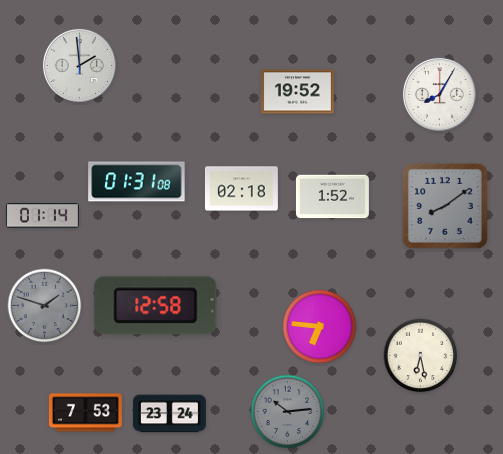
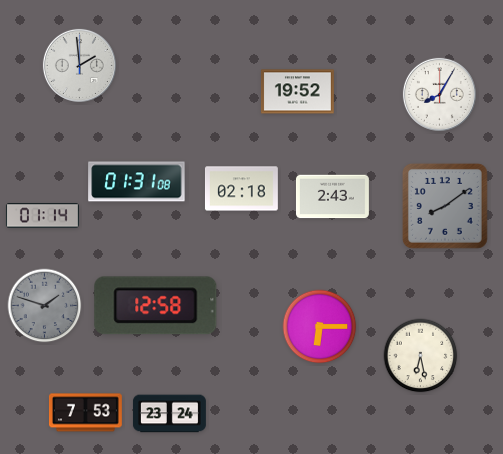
clock at (332, 197): 1:52 -> 2:43
clock at (320, 327): 6:46 -> 6:15
clock at (288, 412): 10:14 -> none
